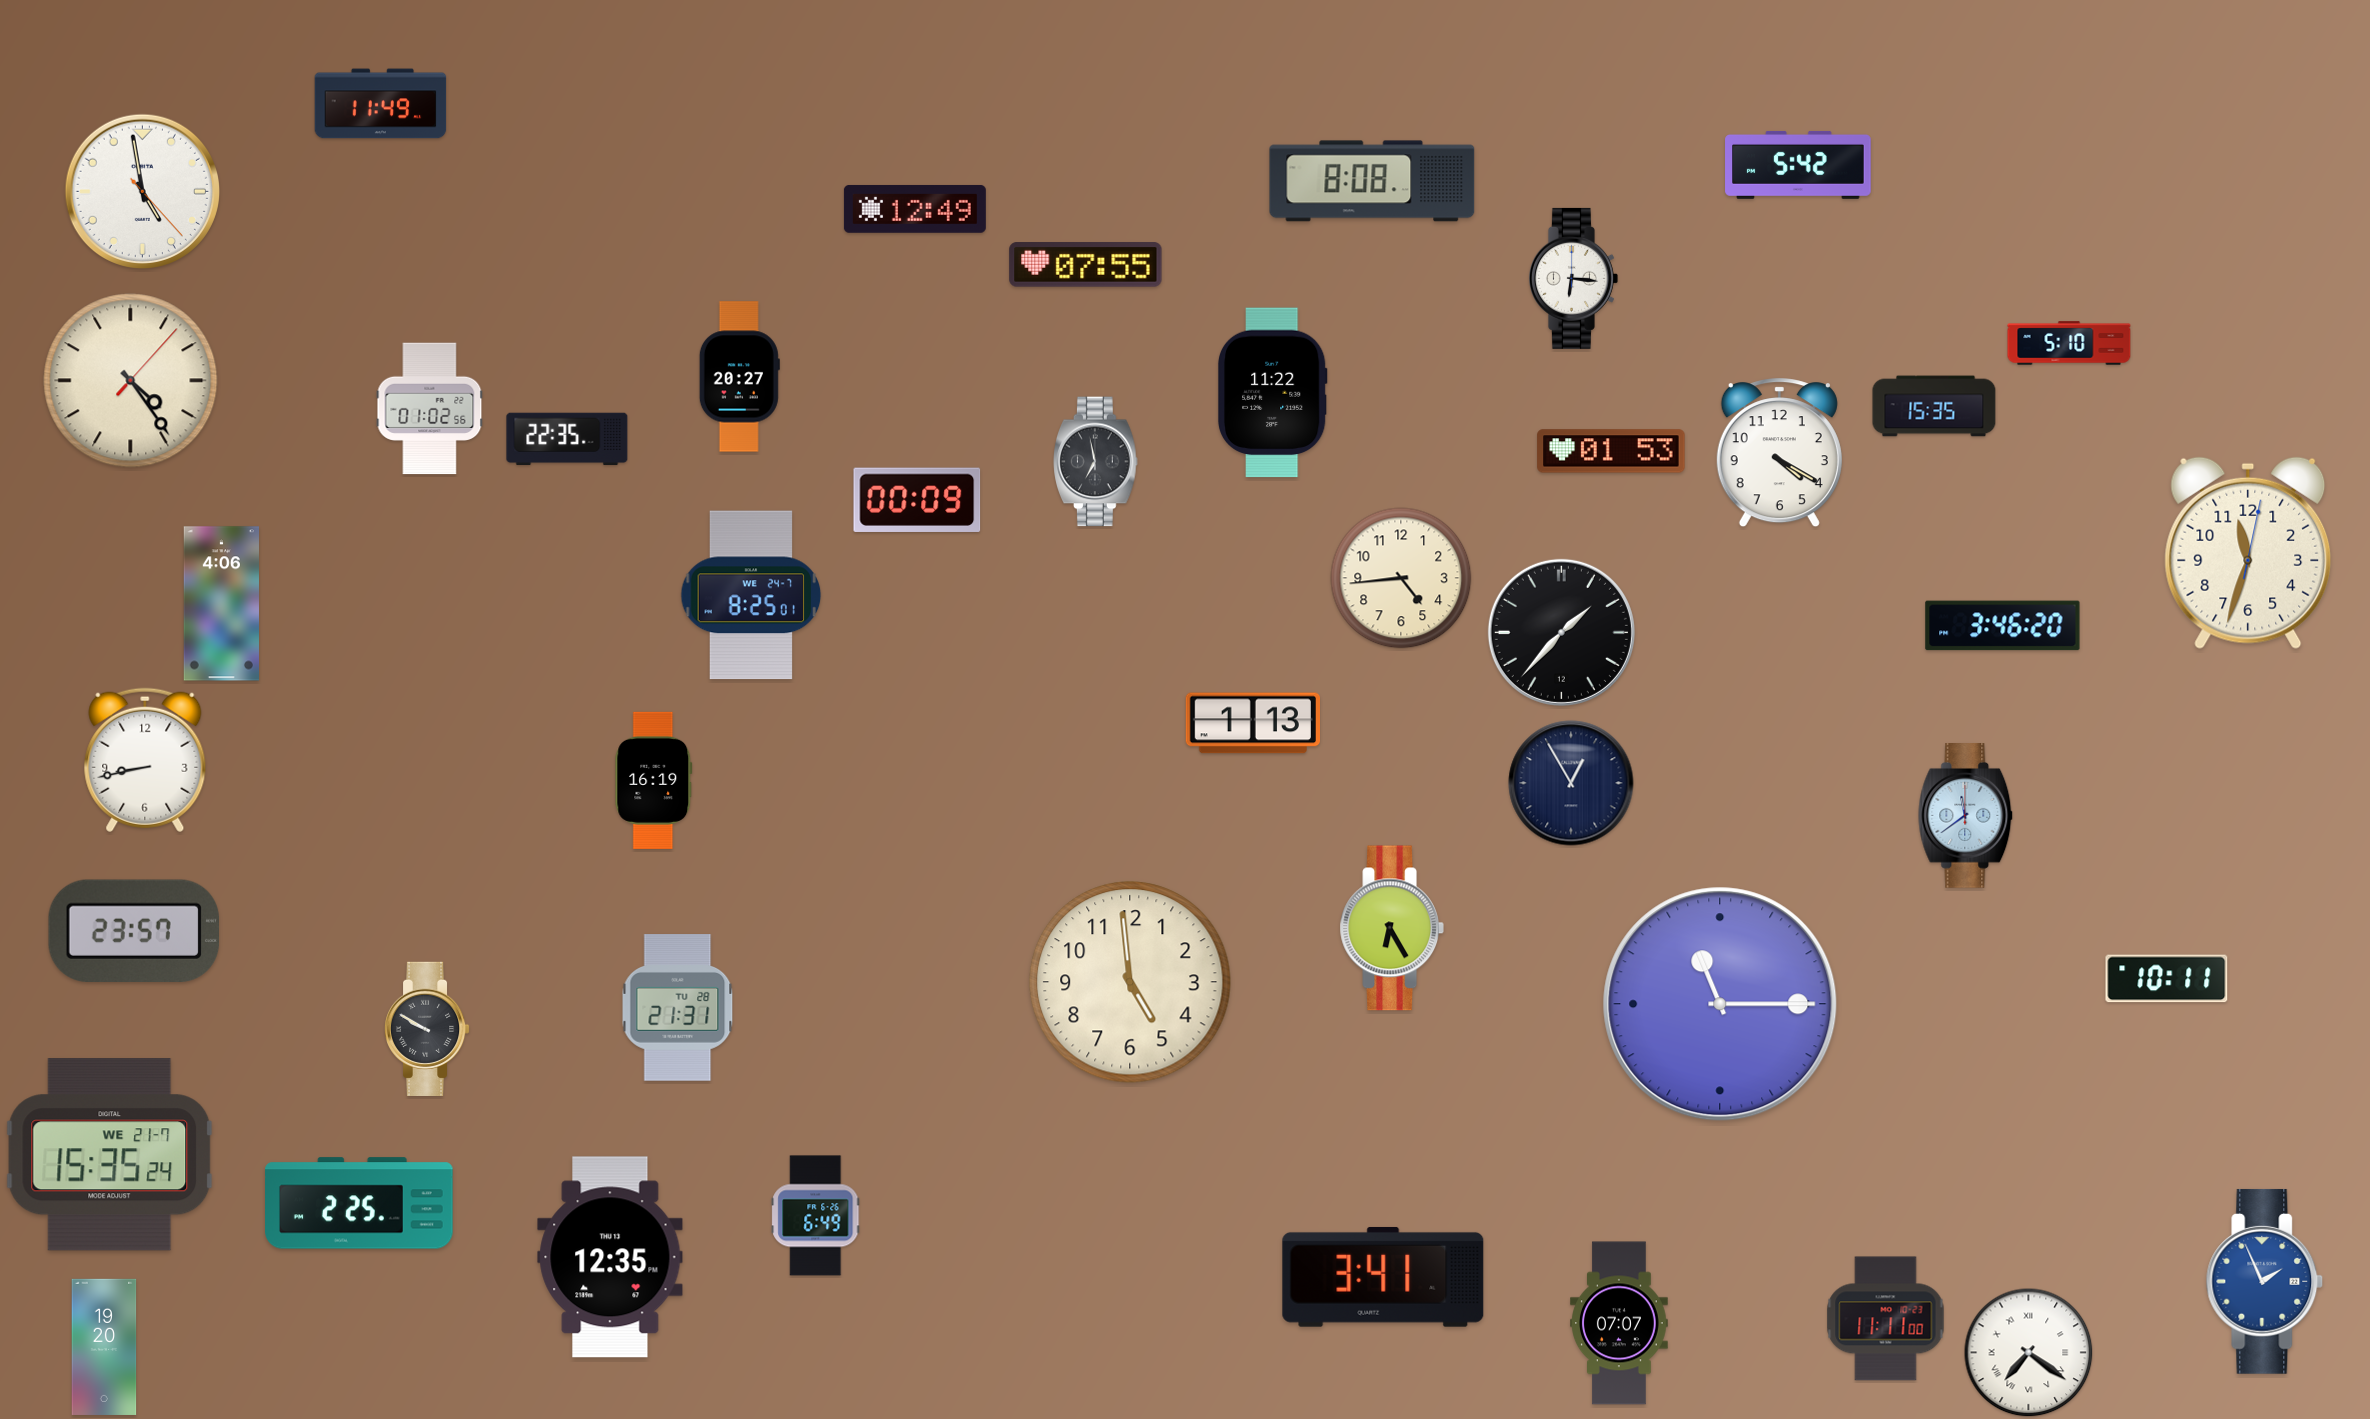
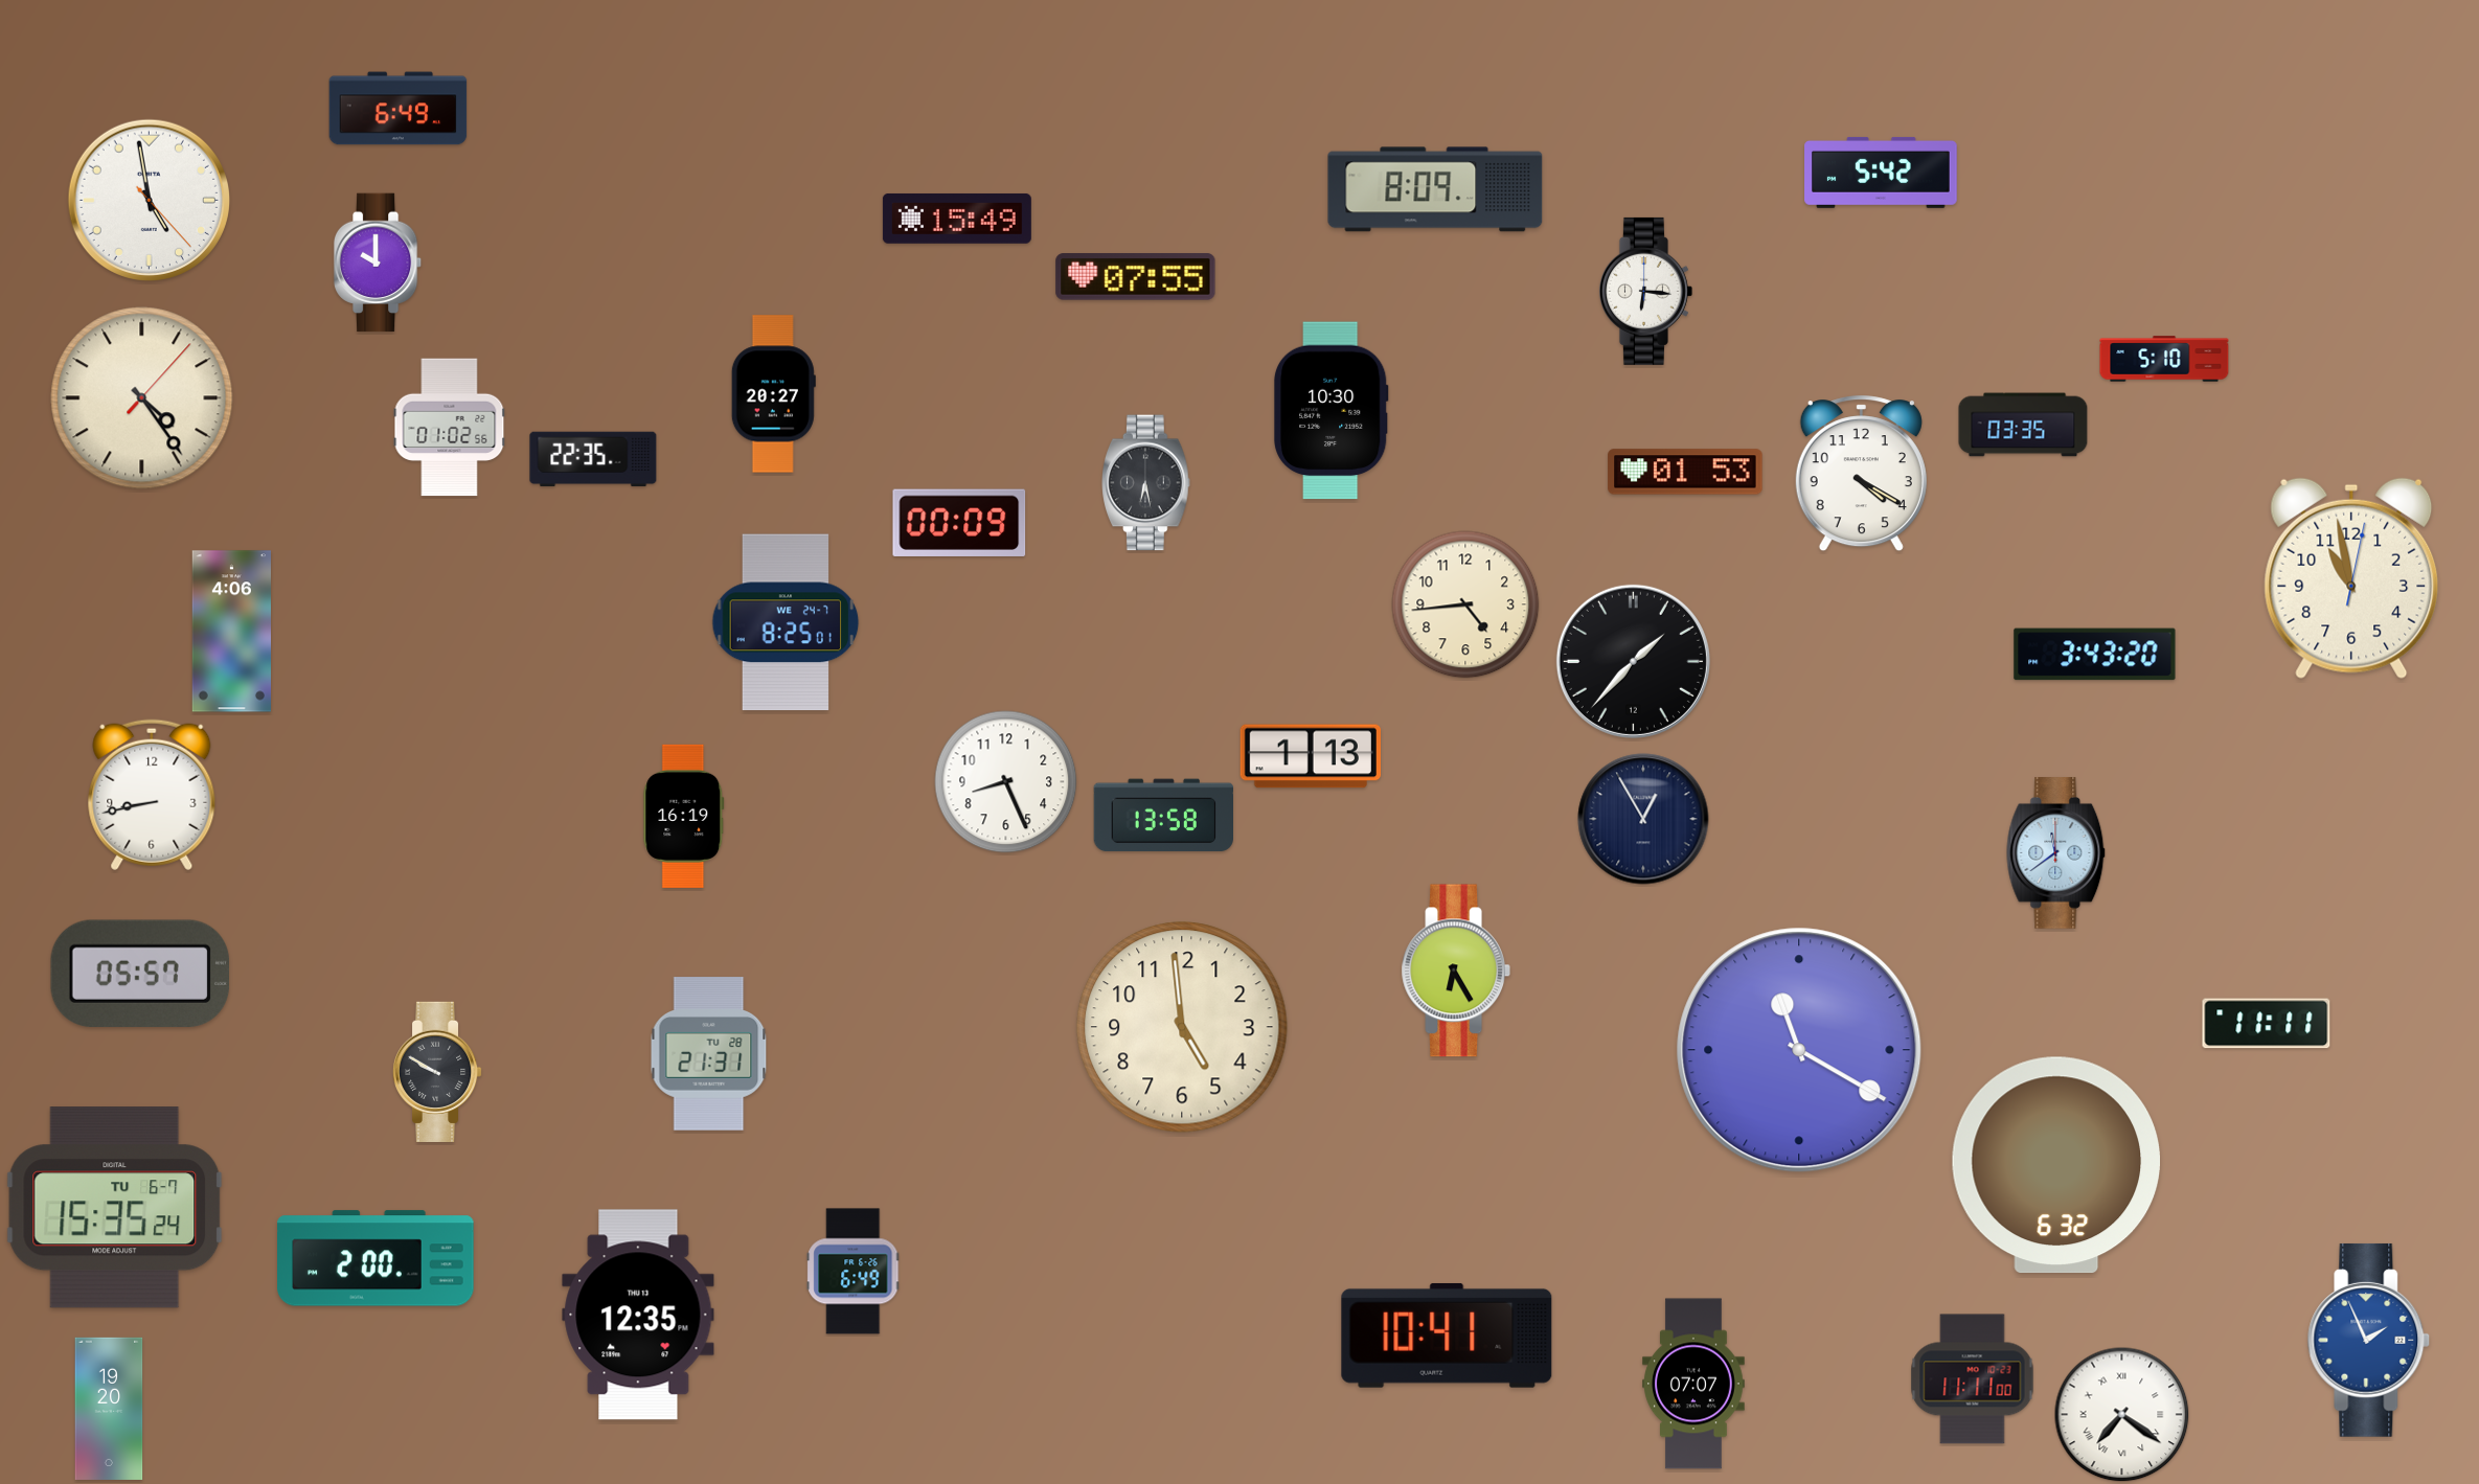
clock at (381, 104): 11:49 -> 6:49
clock at (1372, 181): 8:08 -> 8:09
clock at (915, 209): 12:49 -> 15:49
clock at (378, 262): none -> 10:00
clock at (131, 381) position: (131, 381) -> (142, 398)
clock at (1272, 393): 11:22 -> 10:30
clock at (1934, 406): 15:35 -> 03:35
clock at (1096, 462): 6:58 -> 6:28
clock at (2248, 553): 11:33 -> 10:58
clock at (2003, 626): 3:46 -> 3:43
clock at (1006, 782): none -> 8:26
clock at (1164, 816): none -> 13:58
clock at (133, 930): 23:57 -> 05:57
clock at (2167, 979): 10:11 -> 11:11
clock at (1720, 1004): 11:15 -> 11:20
clock at (427, 1028) position: (427, 1028) -> (437, 1071)
clock at (2055, 1165): none -> 6:32
clock at (110, 1155) date: WE 21-7 -> TU 6-7
clock at (359, 1203): 2:25 -> 2:00
clock at (1383, 1277): 3:41 -> 10:41
